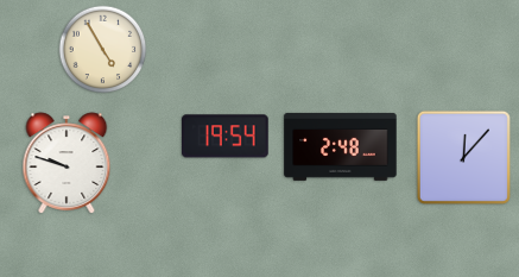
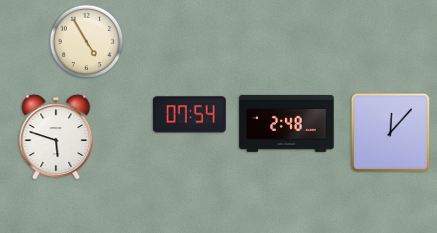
clock at (226, 137): 19:54 -> 07:54
clock at (67, 163): 9:48 -> 5:48
